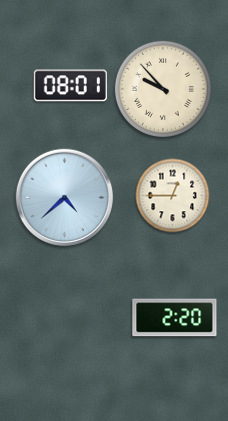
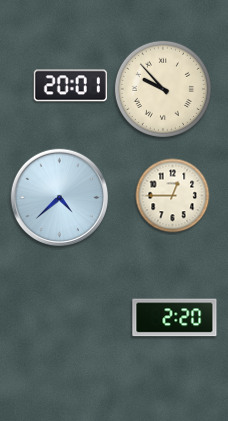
clock at (70, 86): 08:01 -> 20:01
clock at (64, 197) position: (64, 197) -> (59, 197)
